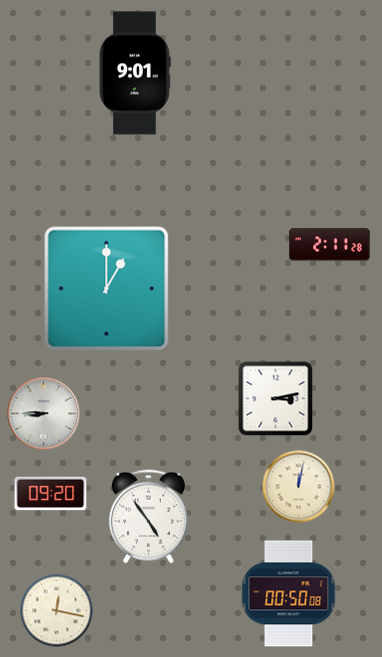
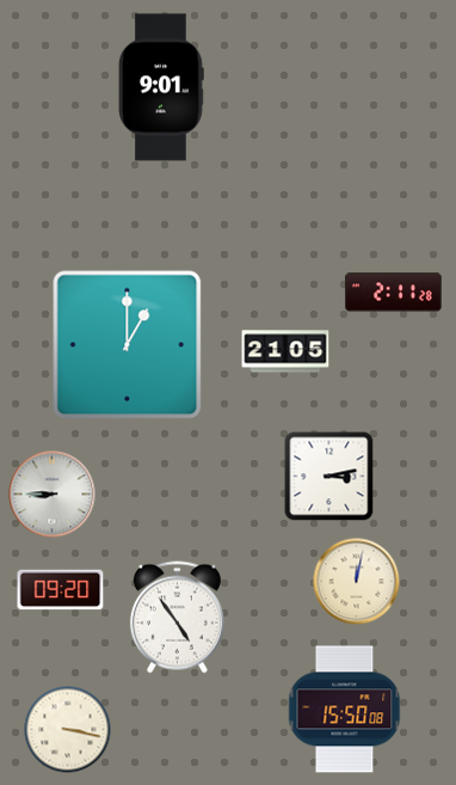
clock at (285, 351): none -> 21:05
clock at (289, 594): 00:50 -> 15:50
clock at (57, 611): 12:17 -> 3:17
